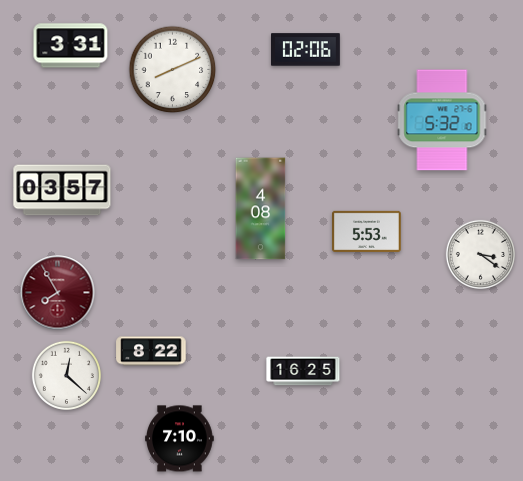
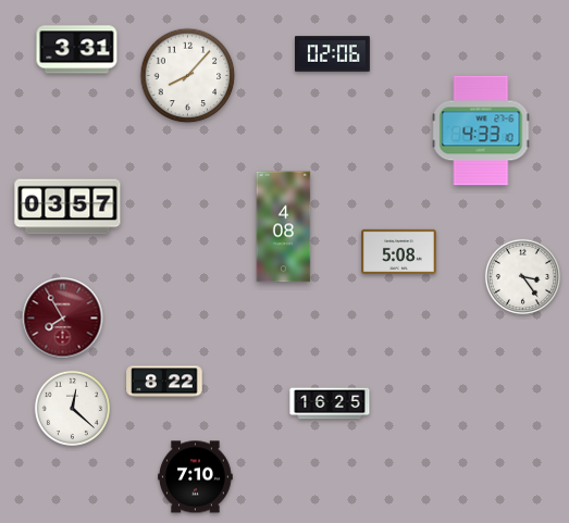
clock at (173, 70): 8:11 -> 8:07
clock at (442, 120): 5:32 -> 4:33
clock at (367, 231): 5:53 -> 5:08
clock at (480, 254): 3:21 -> 3:24
